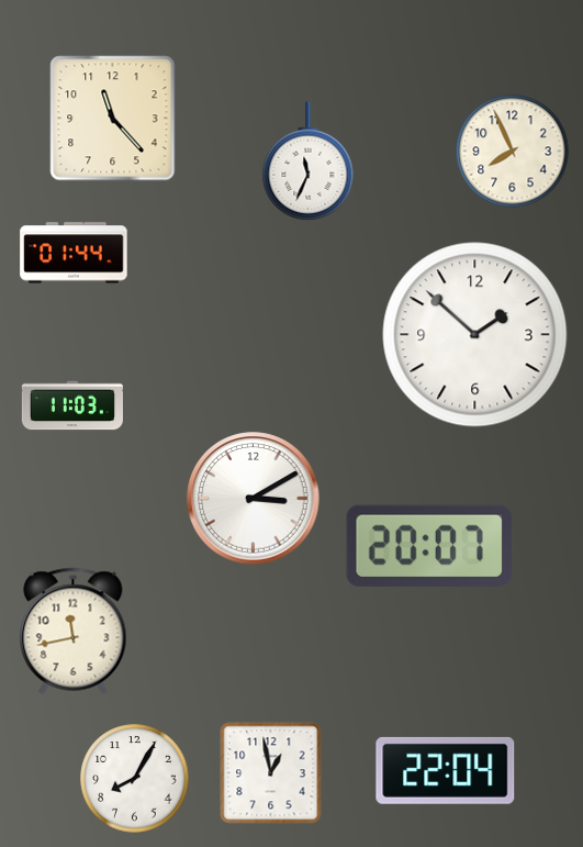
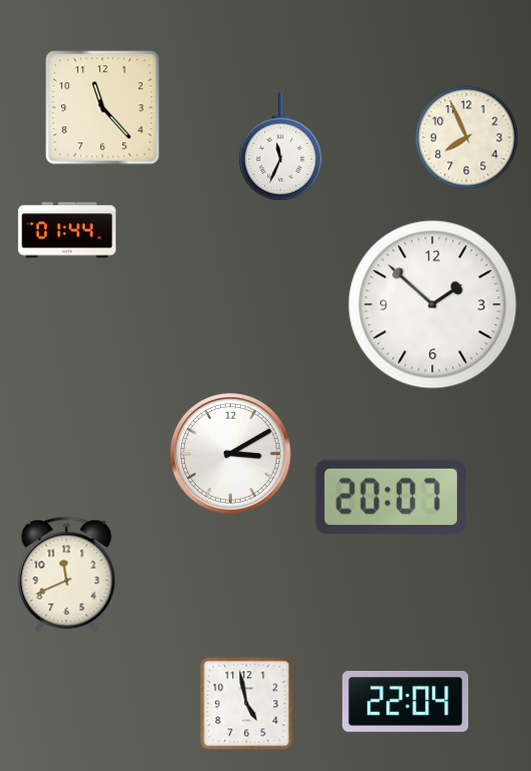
clock at (72, 405): 11:03 -> none
clock at (74, 632): 11:43 -> 11:41
clock at (271, 773): 12:58 -> 4:58
clock at (135, 779): 8:05 -> none
